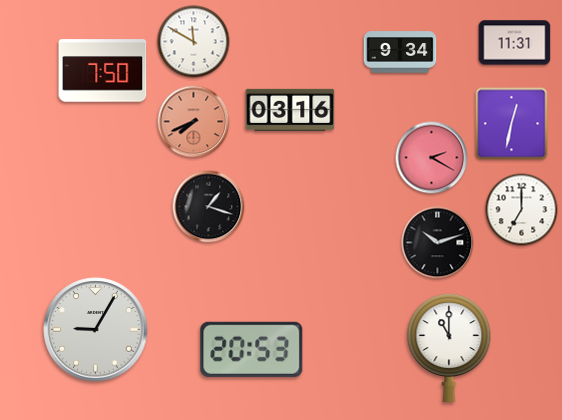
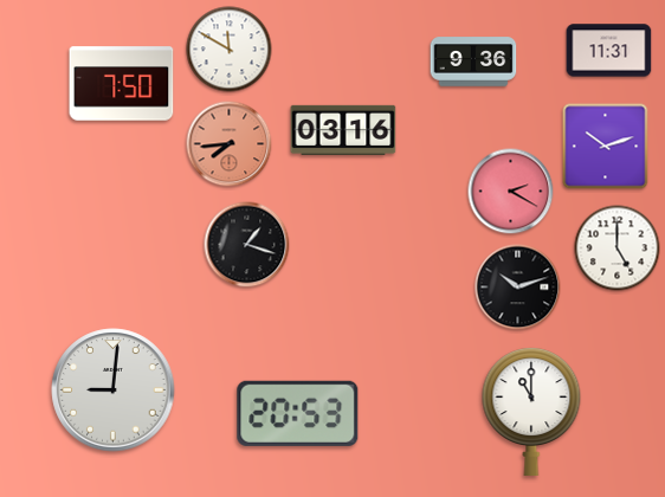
clock at (400, 52): 9:34 -> 9:36
clock at (194, 122): 7:41 -> 7:44
clock at (512, 124): 12:32 -> 10:12
clock at (432, 158) position: (432, 158) -> (511, 192)
clock at (522, 210): 7:00 -> 5:00
clock at (96, 330): 9:05 -> 9:01
